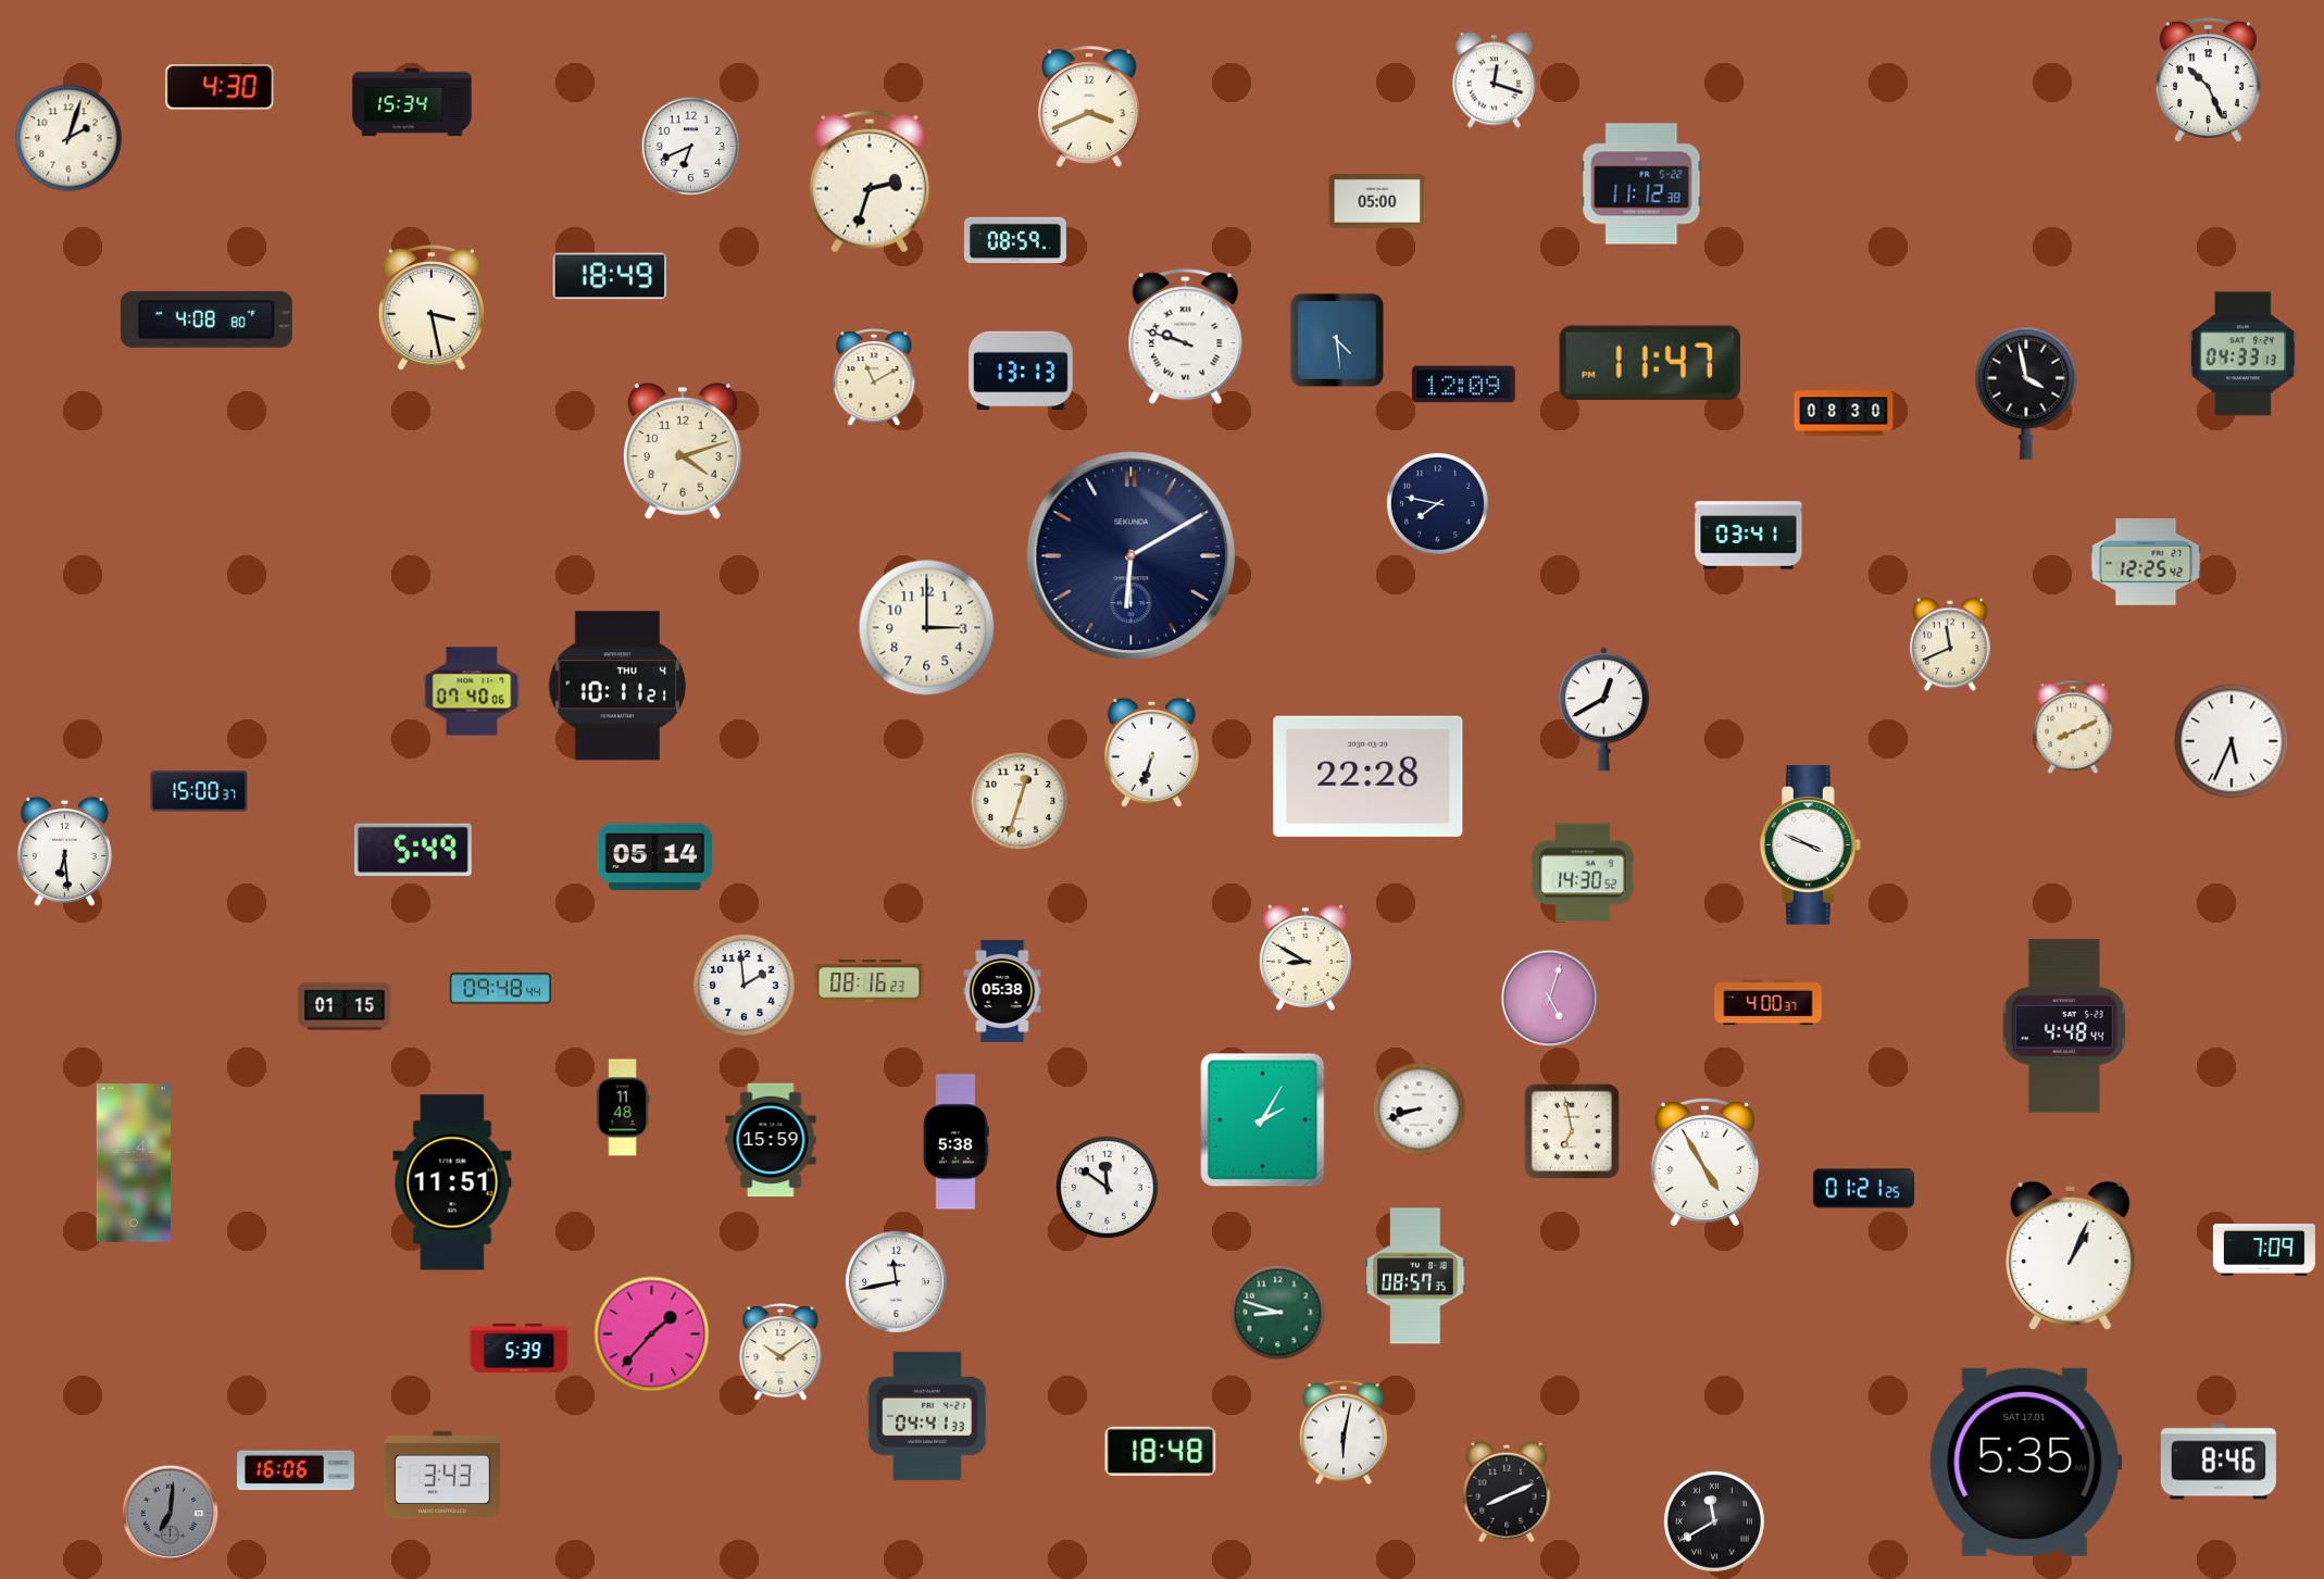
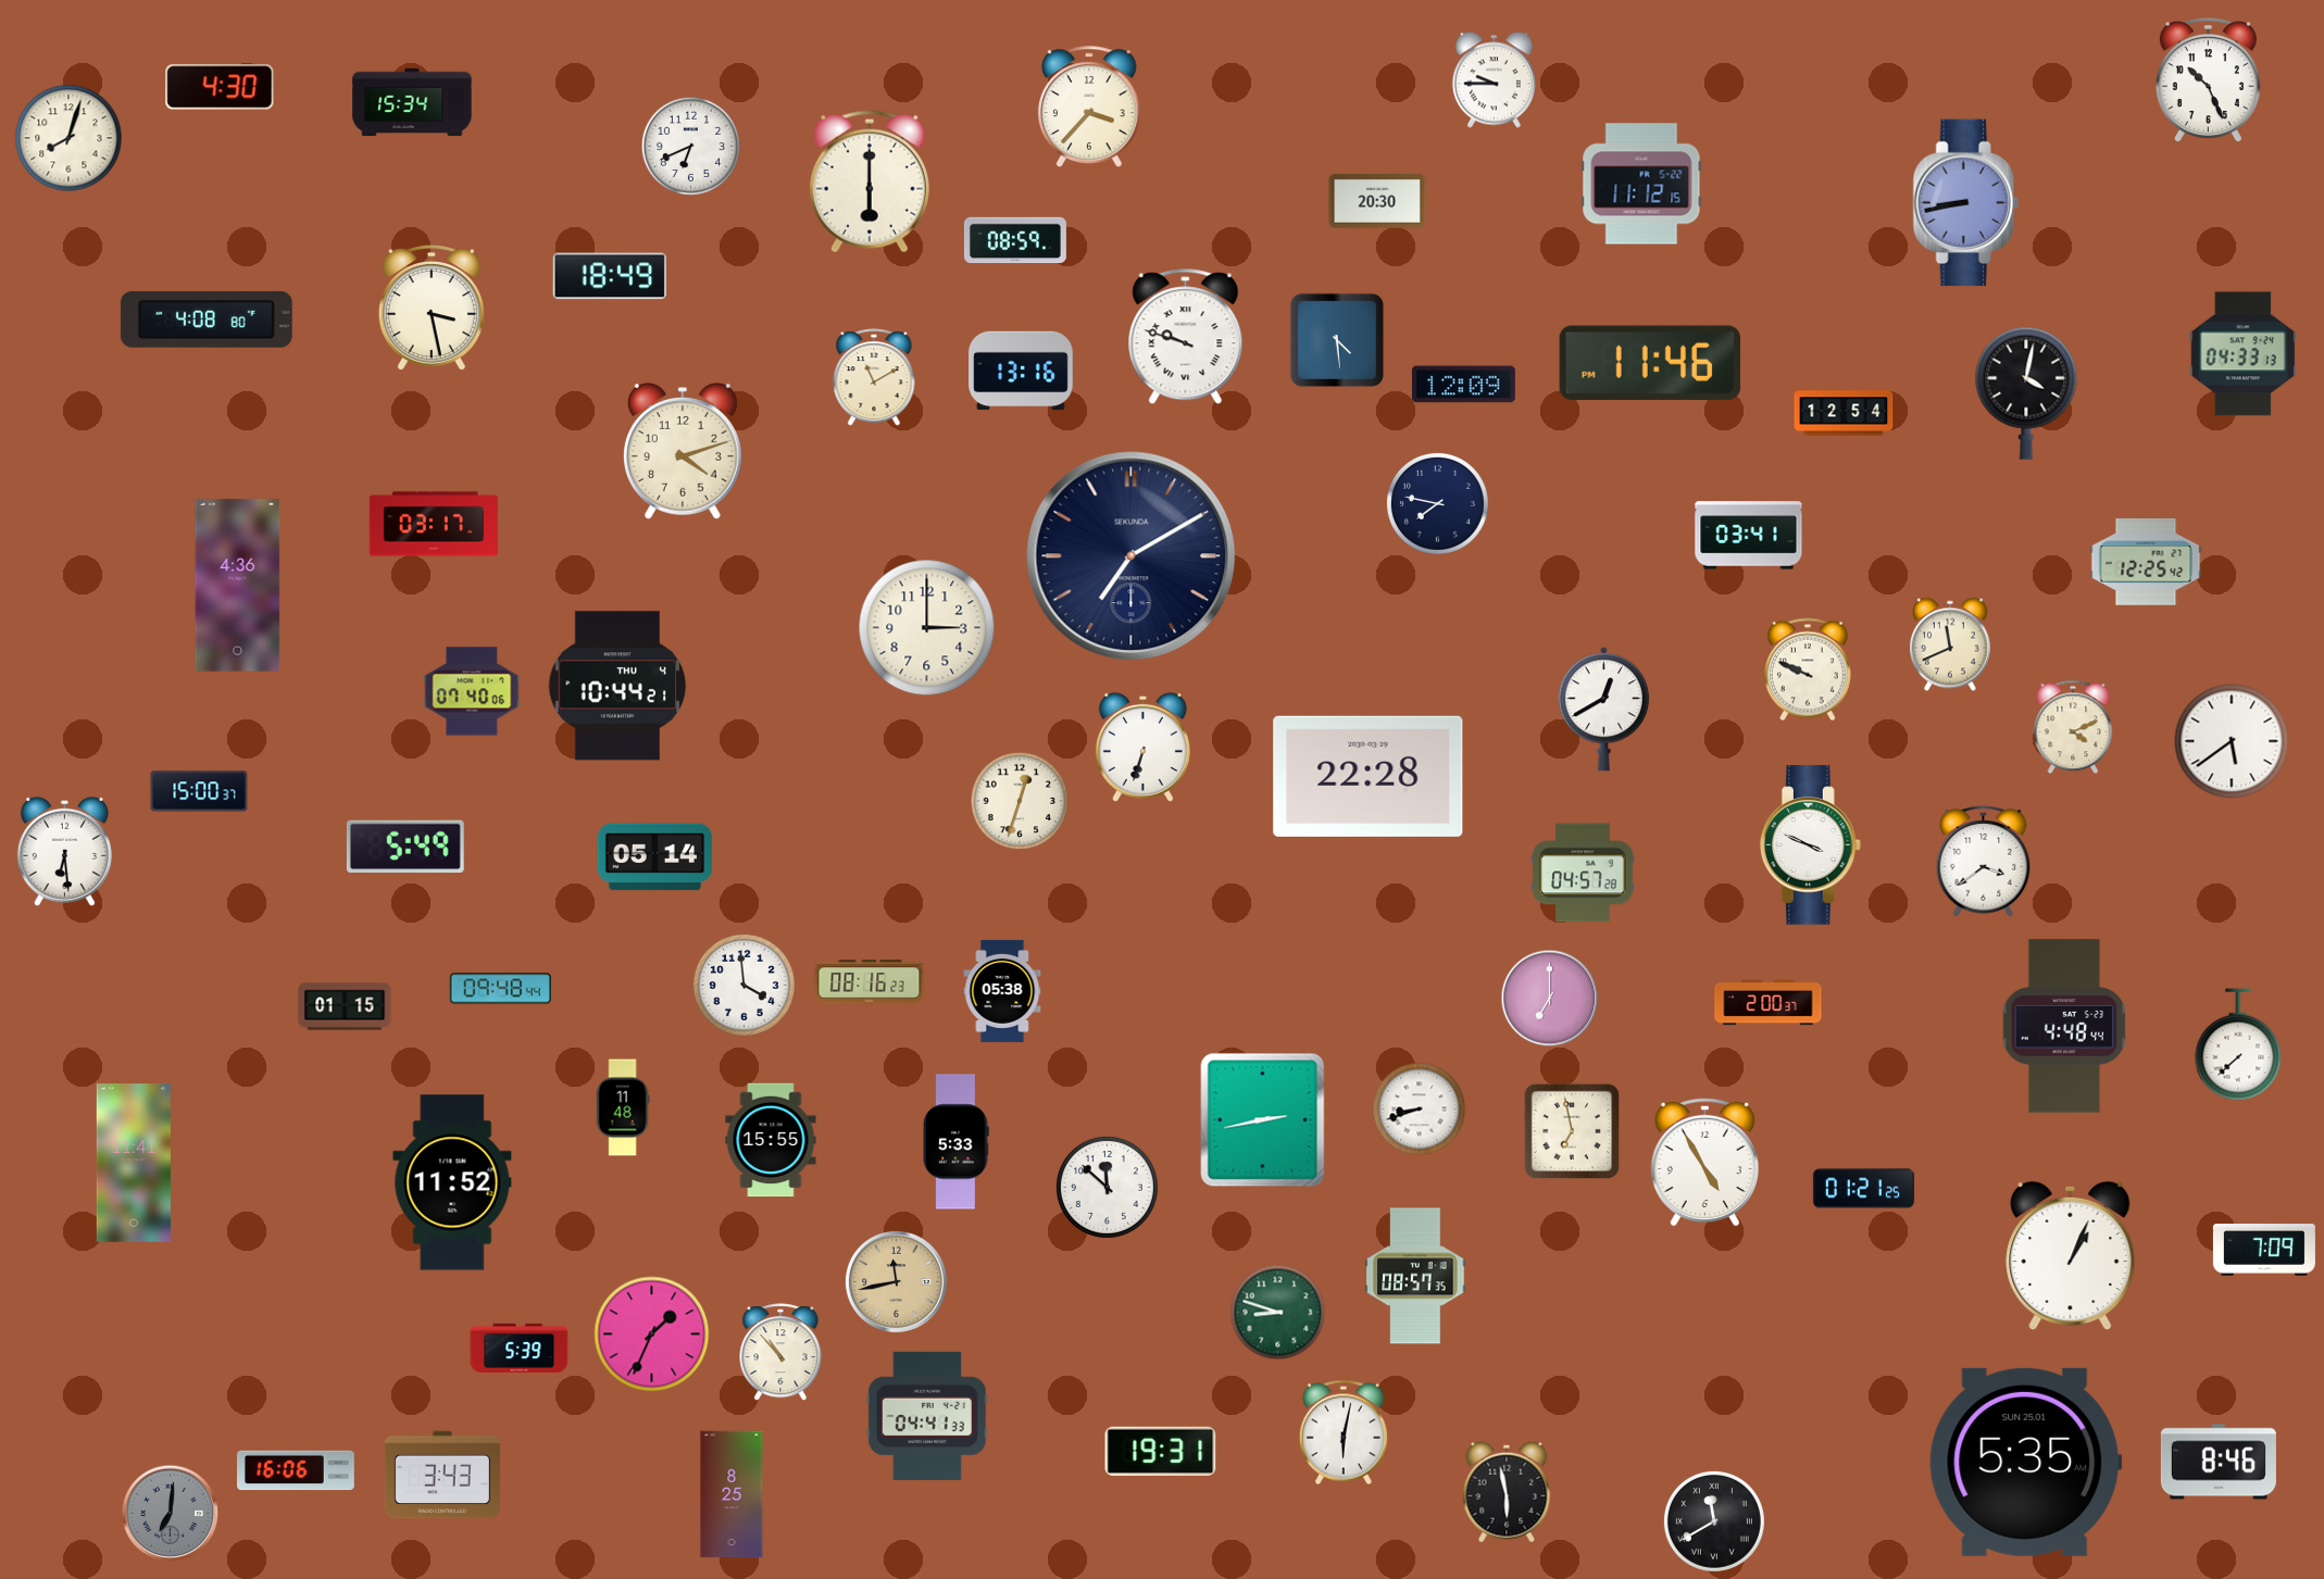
clock at (1494, 80): 12:18 -> 9:45
clock at (1089, 106): 3:41 -> 3:37
clock at (68, 138): 2:03 -> 8:03
clock at (870, 181): 2:33 -> 6:00
clock at (1641, 184): 11:12:38 -> 11:12:15
clock at (1377, 201): 05:00 -> 20:30
clock at (1965, 203): none -> 8:43
clock at (1649, 363): 11:47 -> 11:46
clock at (1021, 371): 13:13 -> 13:16
clock at (2026, 393): 3:58 -> 4:02
clock at (1844, 413): 08:30 -> 12:54
clock at (434, 524): none -> 03:17
clock at (1132, 556): 6:10 -> 7:10
clock at (238, 586): none -> 4:36
clock at (1809, 669): none -> 9:49
clock at (617, 686): 10:11 -> 10:44
clock at (2073, 727): 8:11 -> 4:11
clock at (2232, 741): 5:34 -> 5:39
clock at (1151, 752) position: (1151, 752) -> (1142, 747)
clock at (413, 849) position: (413, 849) -> (405, 845)
clock at (1984, 862): none -> 3:39
clock at (1583, 873): 14:30 -> 04:57
clock at (1305, 957): 8:50 -> none
clock at (744, 985): 1:59 -> 3:59
clock at (1550, 999): 5:03 -> 7:00
clock at (1769, 1003): 4:00 -> 2:00
clock at (2238, 1044): none -> 7:38
clock at (1263, 1120): 2:05 -> 2:43
clock at (771, 1140): 15:59 -> 15:55
clock at (957, 1142): 5:38 -> 5:33
clock at (452, 1182): 11:51 -> 11:52
clock at (1107, 1187): 11:51 -> 11:52
clock at (896, 1281) dial: white -> champagne
clock at (652, 1334): 1:37 -> 1:34
clock at (780, 1353): 10:09 -> 10:53
clock at (1161, 1452): 18:48 -> 19:31
clock at (2026, 1462) date: SAT 17.01 -> SUN 25.01
clock at (1507, 1492): 8:11 -> 5:58
clock at (732, 1494): none -> 8:25
